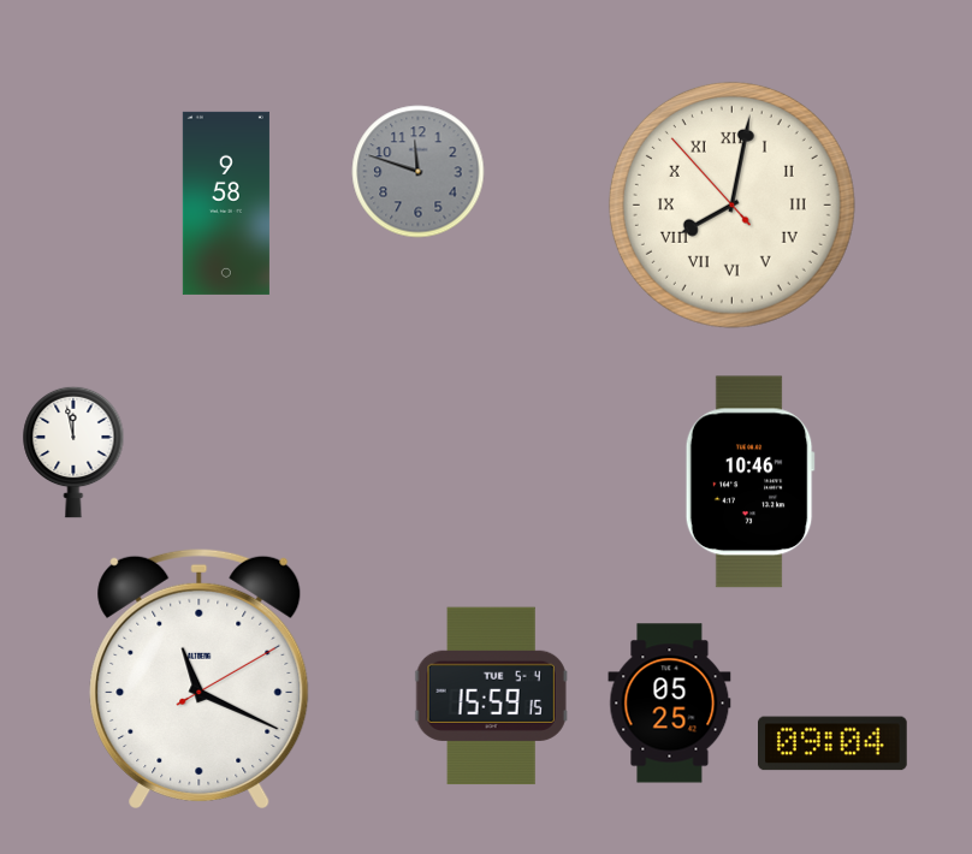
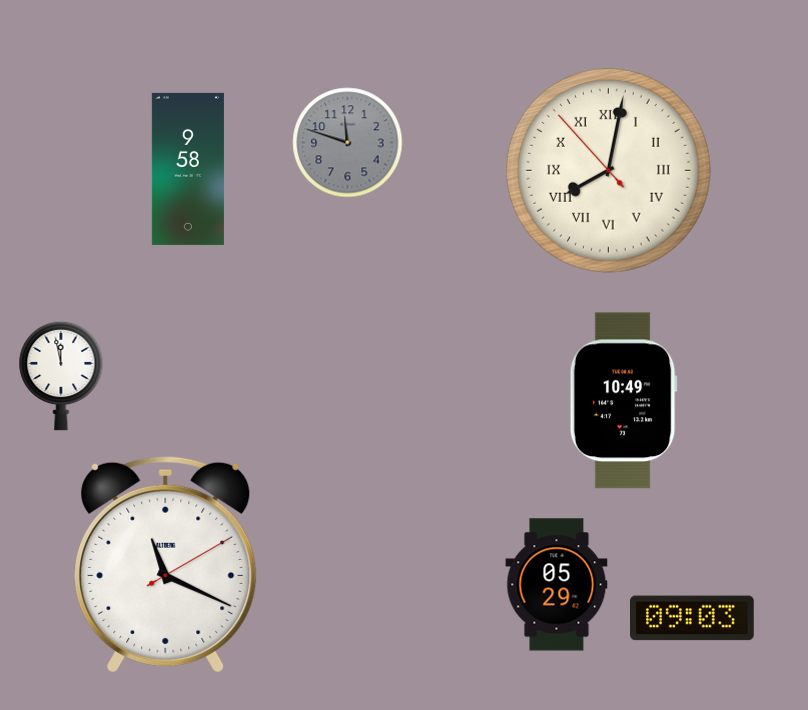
clock at (749, 482): 10:46 -> 10:49
clock at (491, 696): 15:59 -> none
clock at (670, 704): 05:25 -> 05:29
clock at (834, 743): 09:04 -> 09:03
